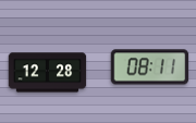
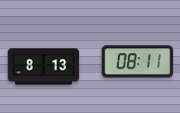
clock at (48, 73): 12:28 -> 8:13
